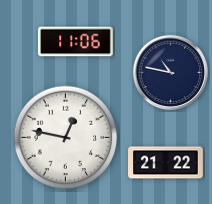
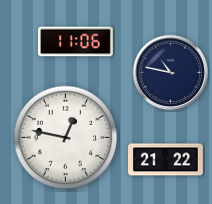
clock at (166, 163) position: (166, 163) -> (166, 160)
